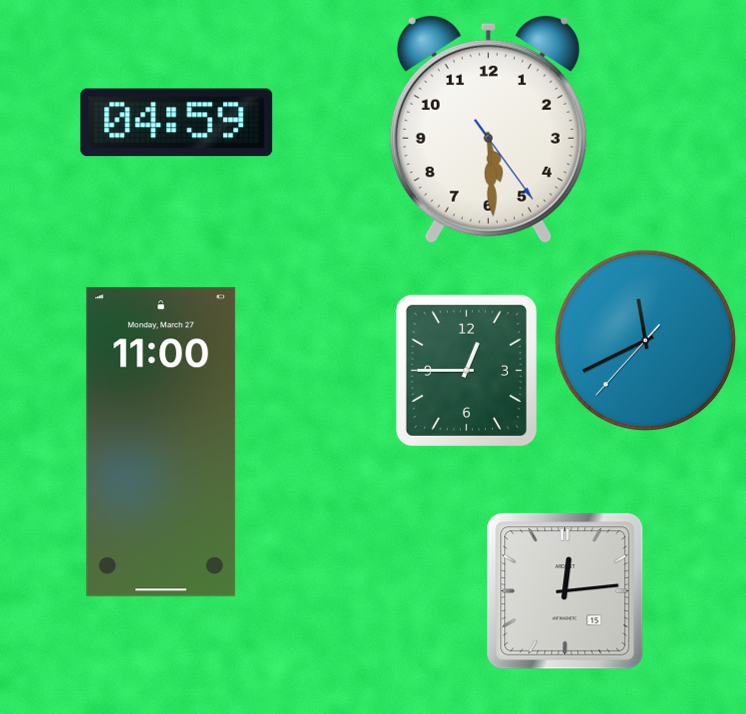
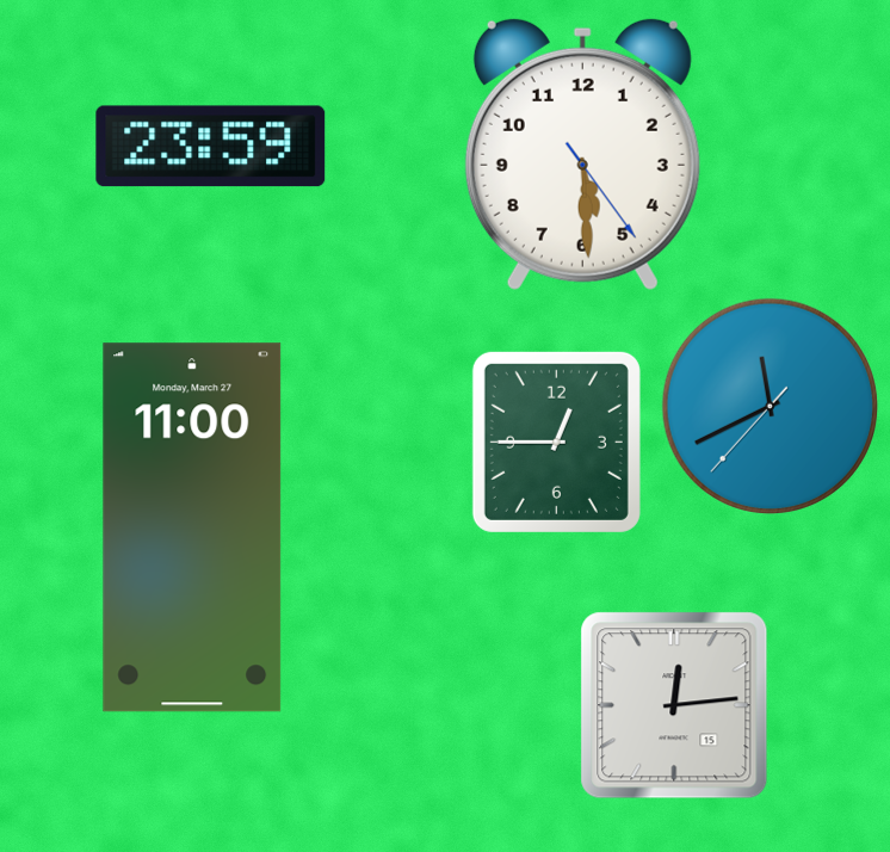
clock at (177, 123): 04:59 -> 23:59
